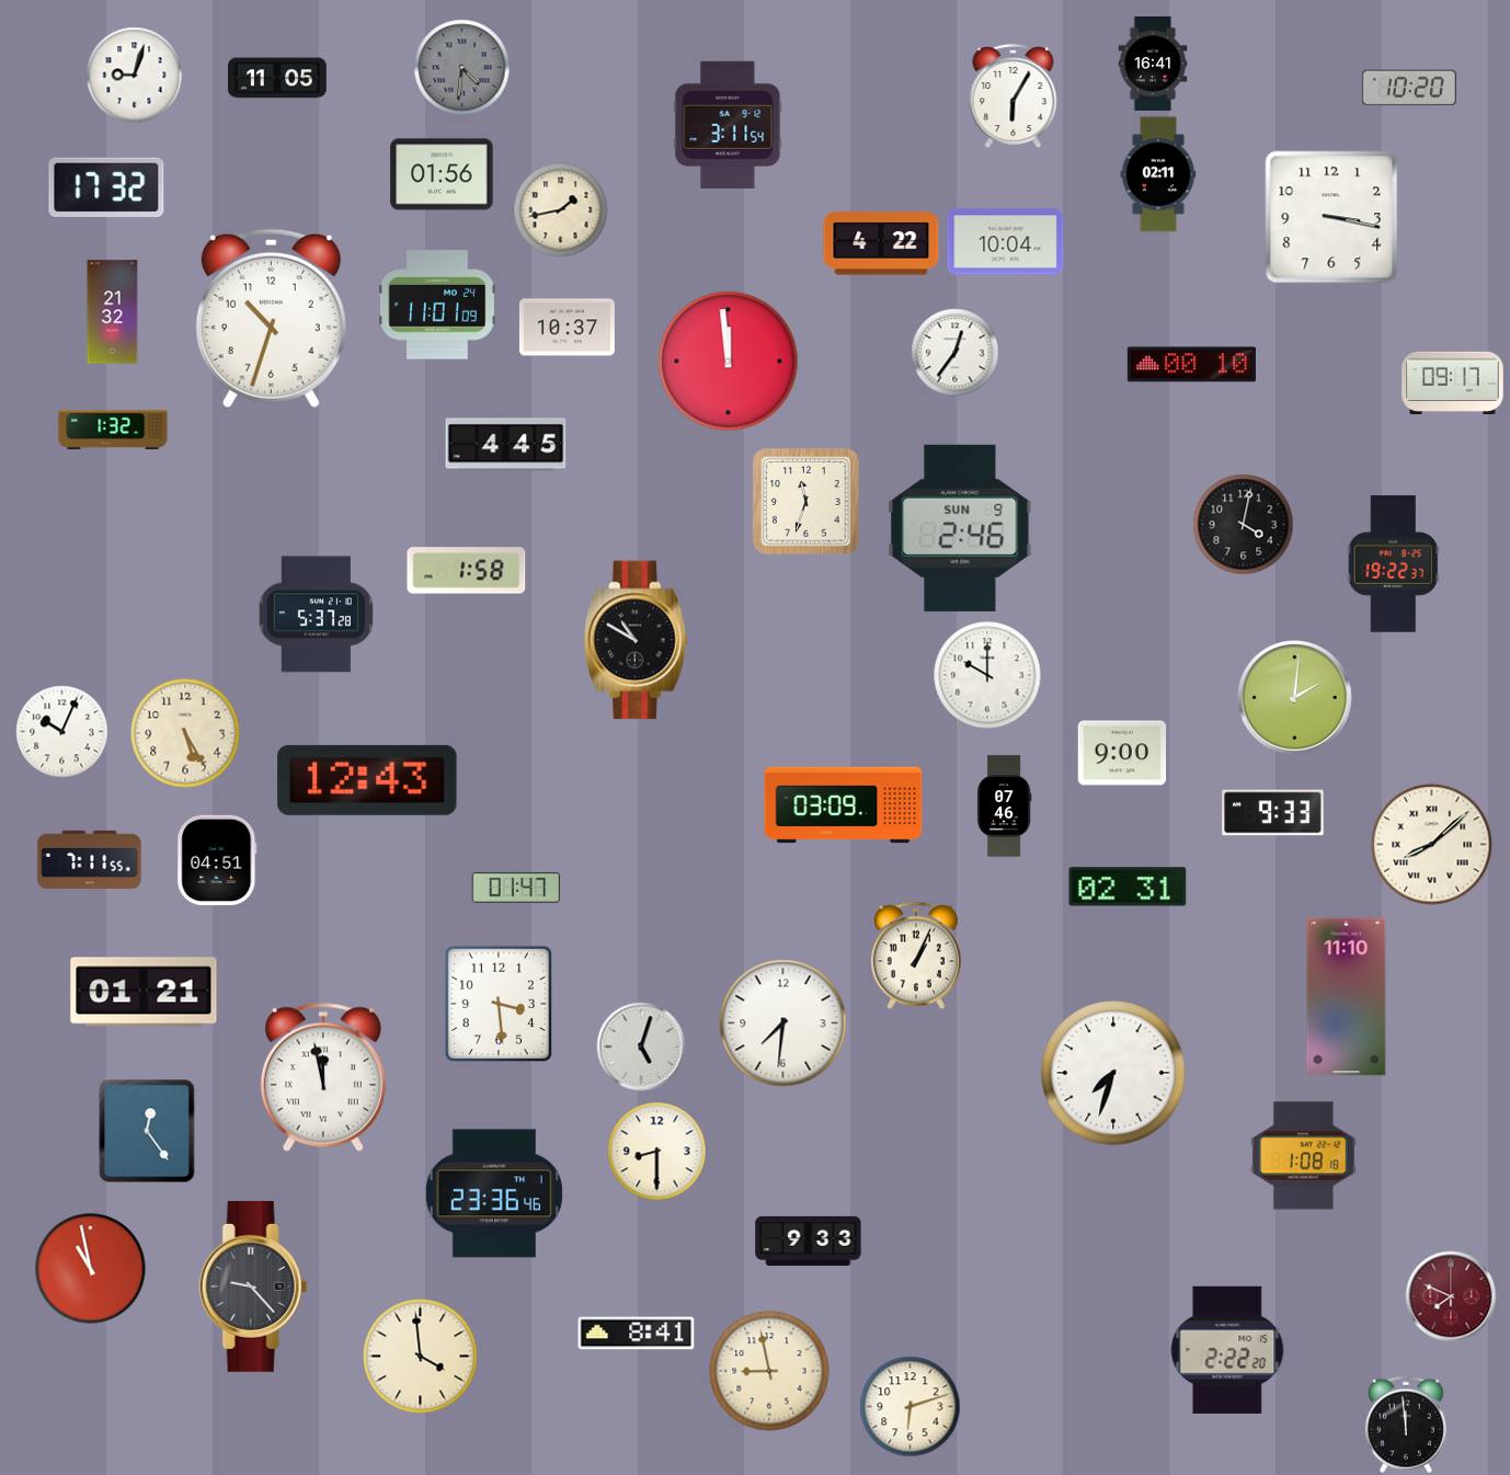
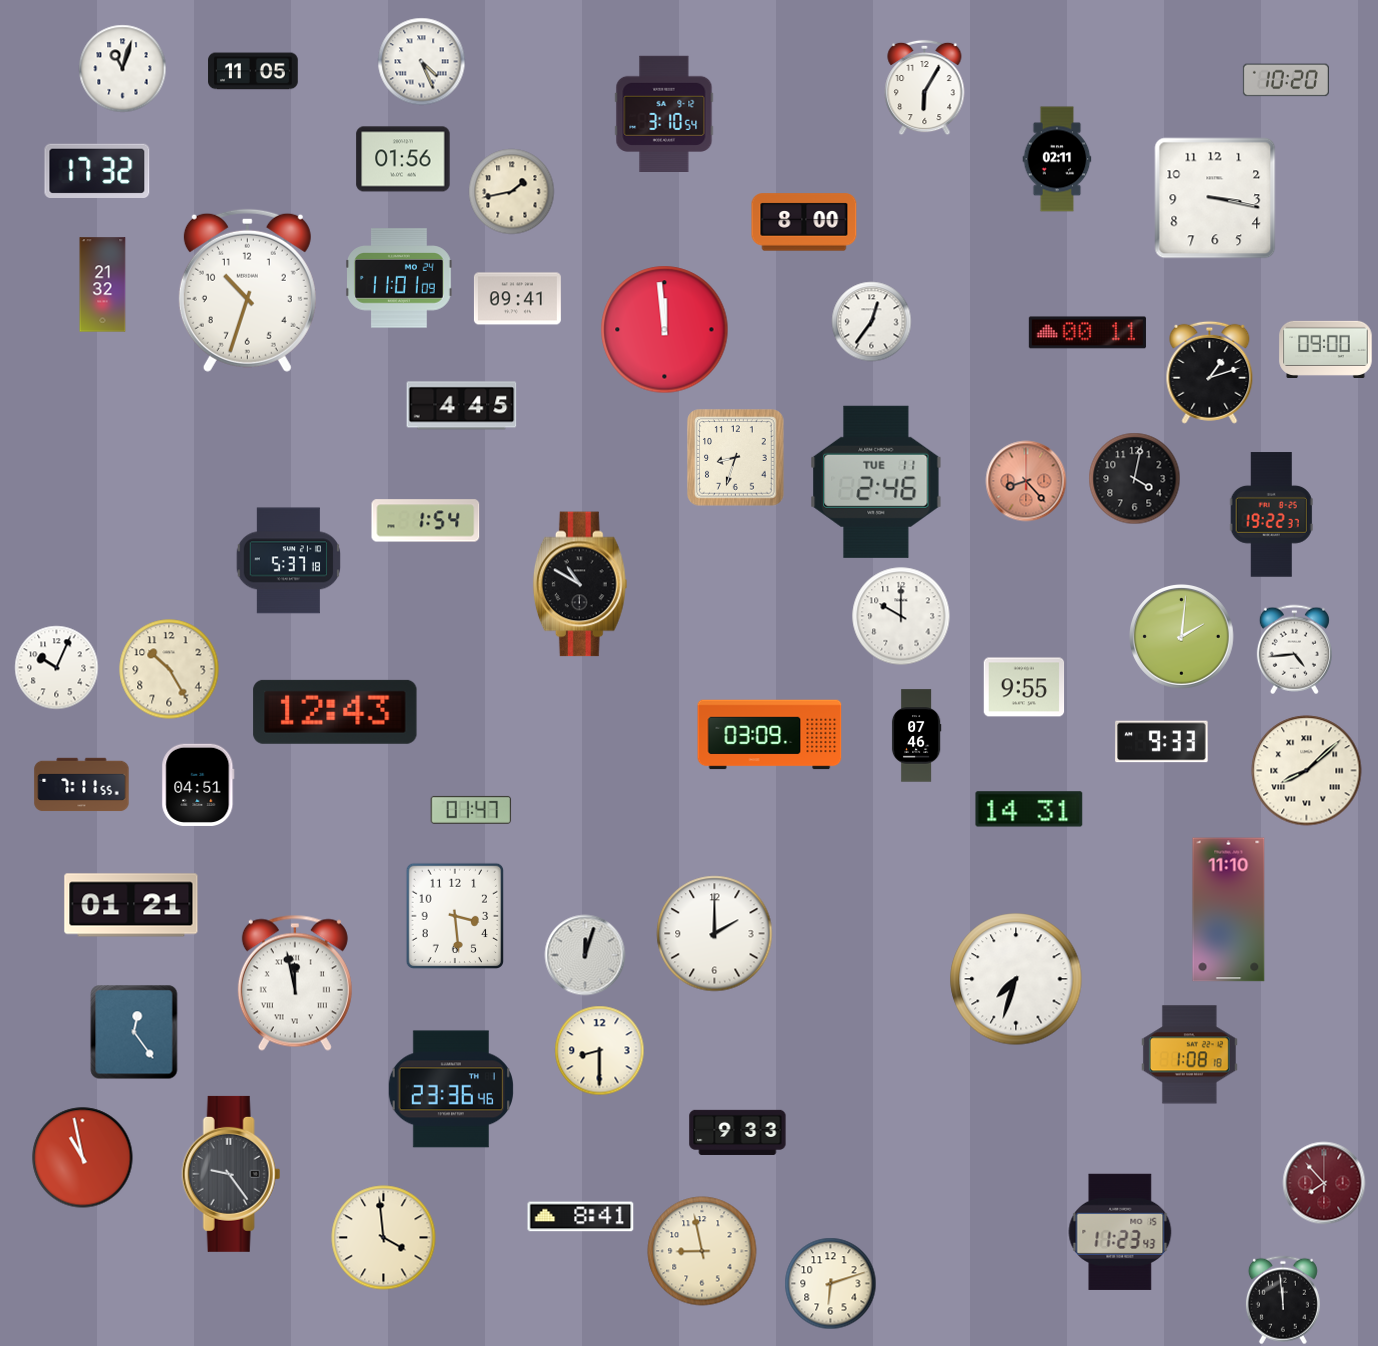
clock at (1153, 64): 16:41 -> none
clock at (462, 68): 4:31 -> 4:26
clock at (462, 68) dial: grey -> white
clock at (135, 76): 9:03 -> 11:03
clock at (728, 124): 3:11 -> 3:10
clock at (1006, 242): 10:04 -> none
clock at (881, 243): 4:22 -> 8:00
clock at (567, 328): 10:37 -> 09:41
clock at (1191, 365): 00:10 -> 00:11
clock at (1453, 382): 09:17 -> 09:00
clock at (1210, 372): none -> 1:12
clock at (113, 430): 1:32 -> none
clock at (807, 502): 11:33 -> 8:33
clock at (1026, 481): none -> 8:23
clock at (960, 528) date: SUN 9 -> TUE 11
clock at (467, 571): 1:58 -> 1:54
clock at (316, 615): 5:37:28 -> 5:37:18
clock at (1294, 650): none -> 4:44
clock at (185, 733): 5:25 -> 10:25
clock at (1122, 753): 9:00 -> 9:55
clock at (1128, 887): 02:31 -> 14:31
clock at (916, 956): 1:04 -> none
clock at (783, 1024): 7:31 -> 2:00
clock at (641, 1047): 5:03 -> 12:03
clock at (253, 1287): 9:23 -> 9:24
clock at (1451, 1296): 7:49 -> 7:53
clock at (1227, 1350): 2:22 -> 11:23
